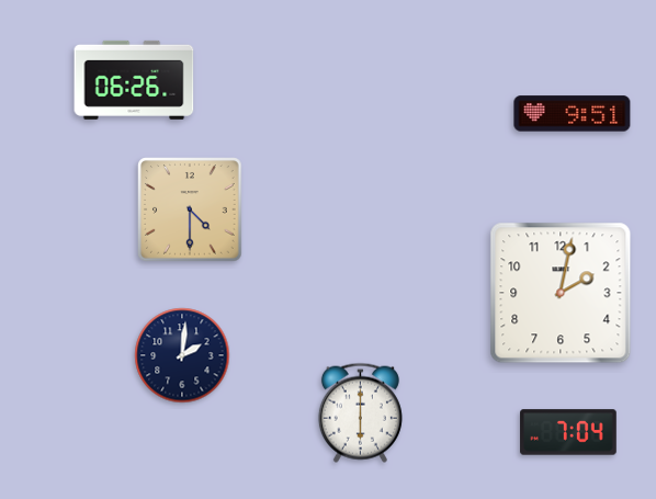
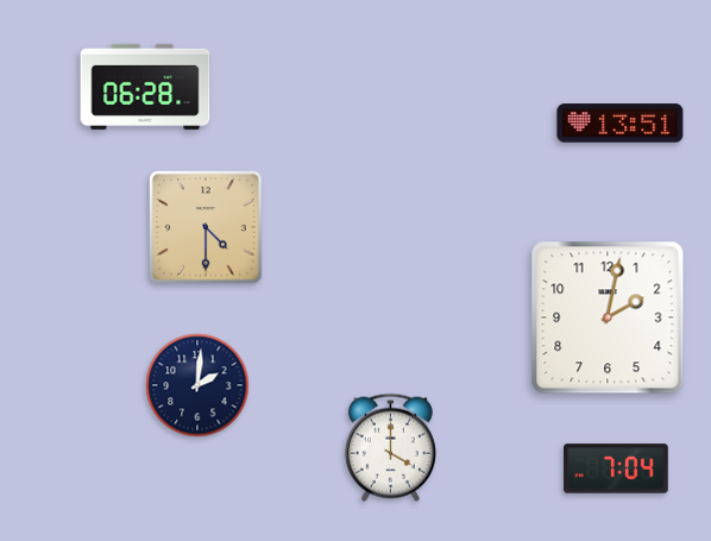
clock at (134, 80): 06:26 -> 06:28
clock at (573, 114): 9:51 -> 13:51
clock at (360, 412): 6:00 -> 4:00
